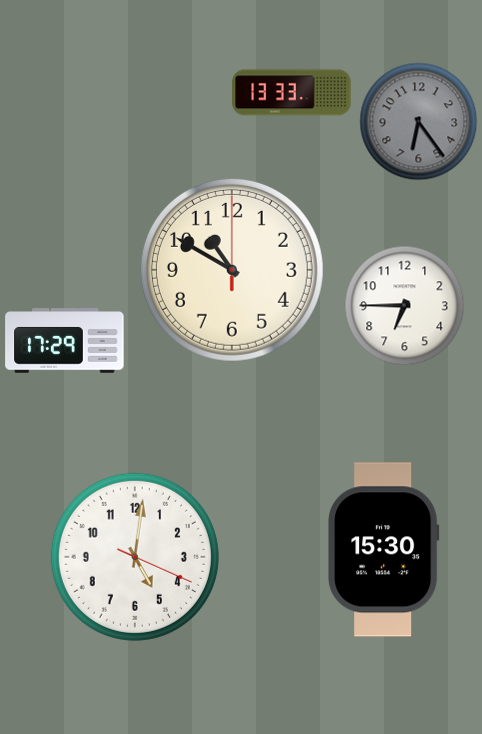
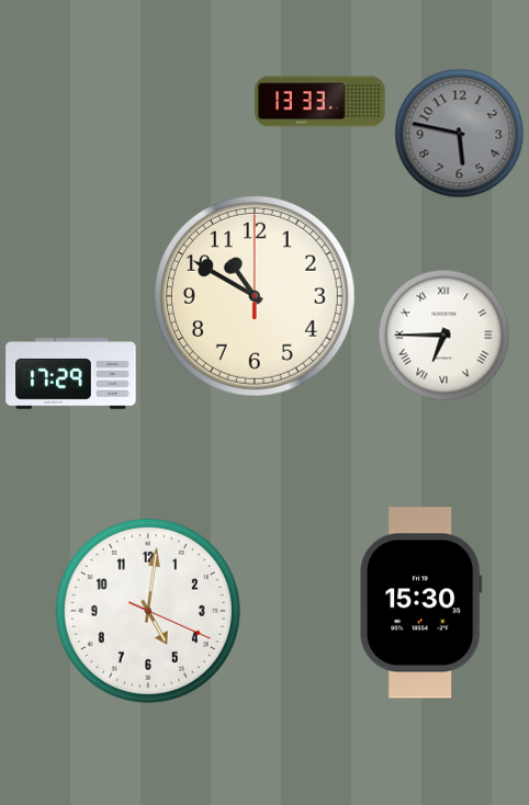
clock at (419, 122): 6:24 -> 5:47
clock at (405, 306) numerals: Arabic -> Roman
